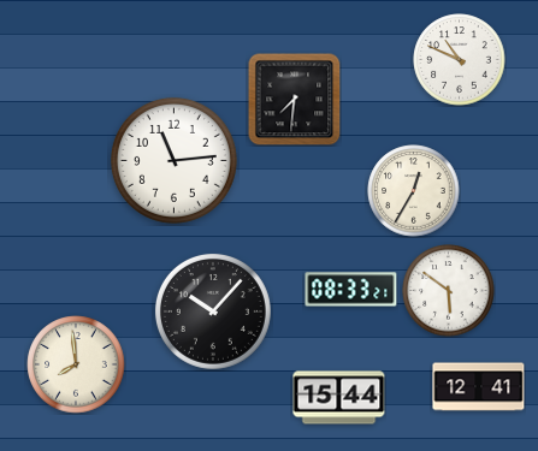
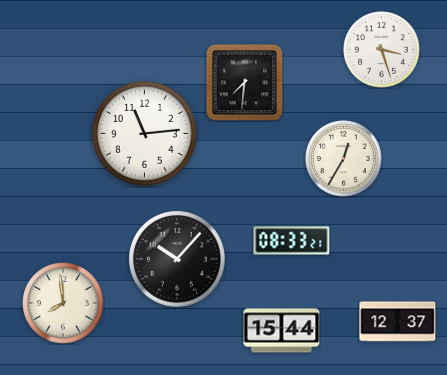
clock at (460, 60): 10:49 -> 3:27
clock at (449, 291): 5:51 -> none
clock at (479, 387): 12:41 -> 12:37
